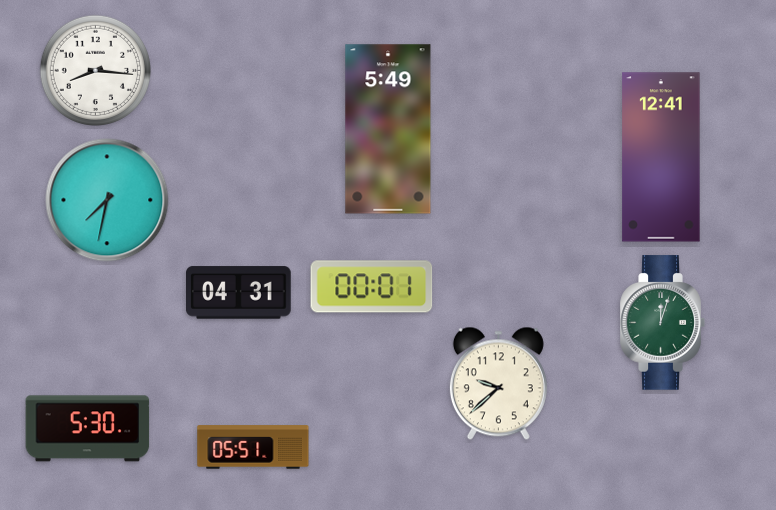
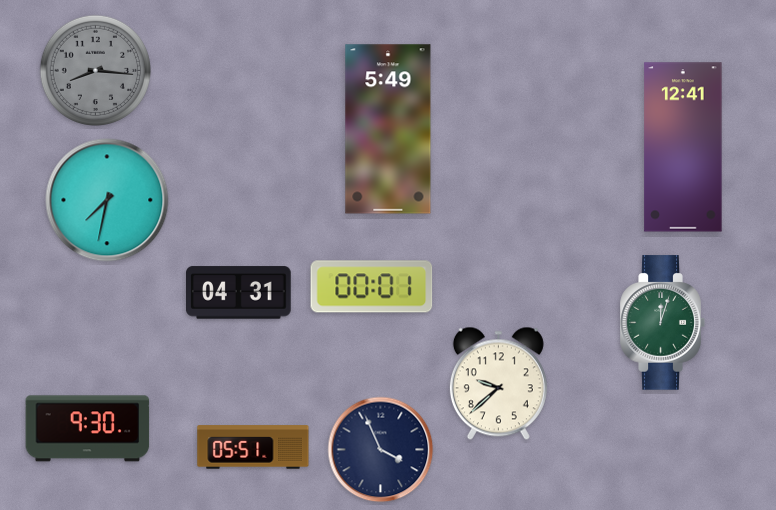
clock at (95, 70) dial: white -> grey
clock at (661, 157) position: (661, 157) -> (683, 147)
clock at (88, 429): 5:30 -> 9:30
clock at (381, 450): none -> 3:56
